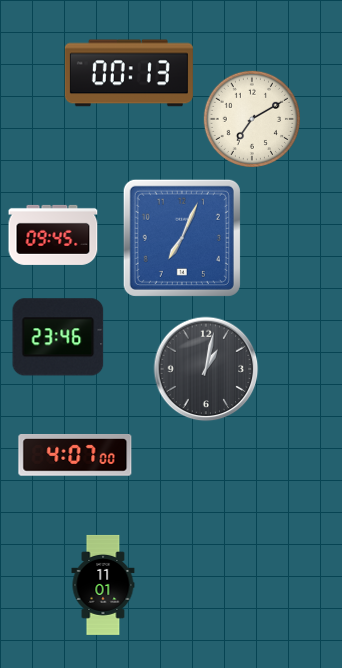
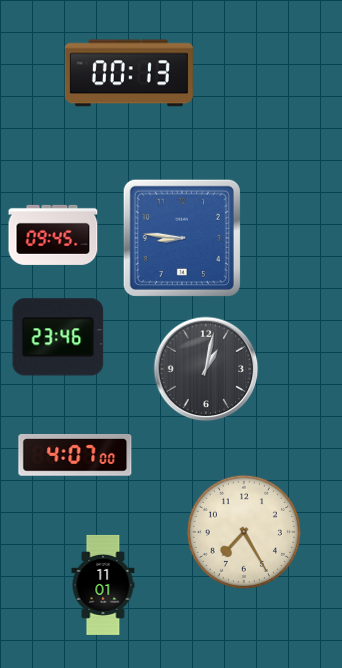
clock at (251, 118): 7:10 -> none
clock at (182, 238): 7:04 -> 8:46
clock at (244, 532): none -> 7:25
